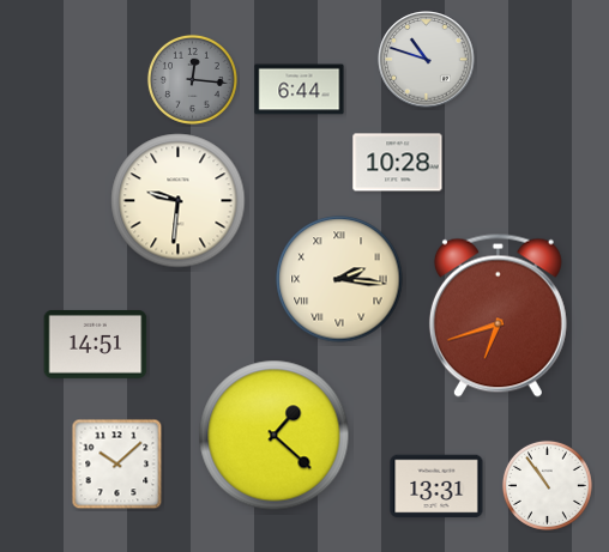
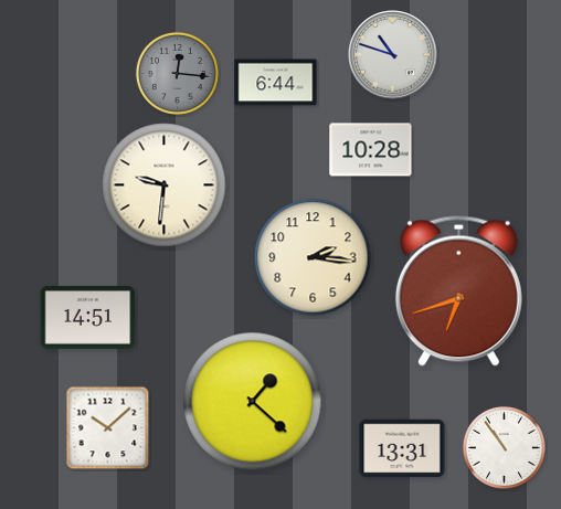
clock at (398, 163) position: (398, 163) -> (371, 150)
clock at (339, 279) numerals: Roman -> Arabic
